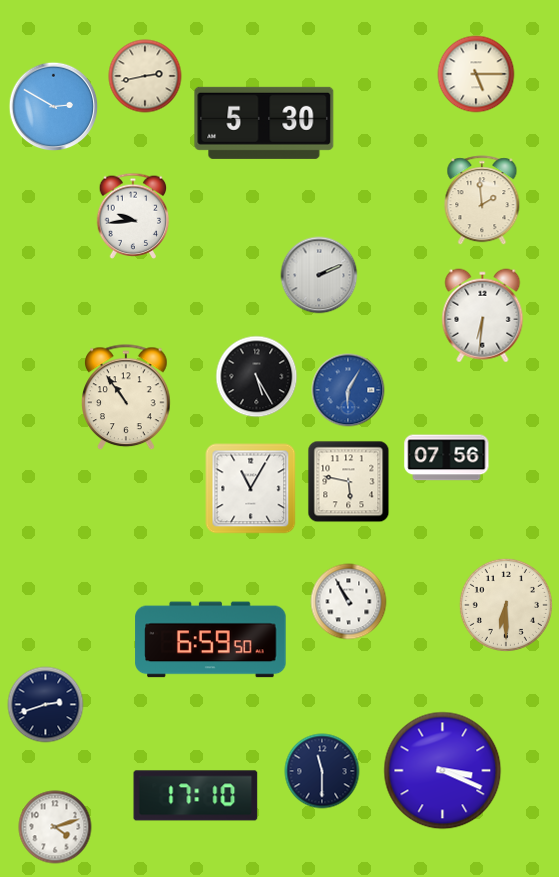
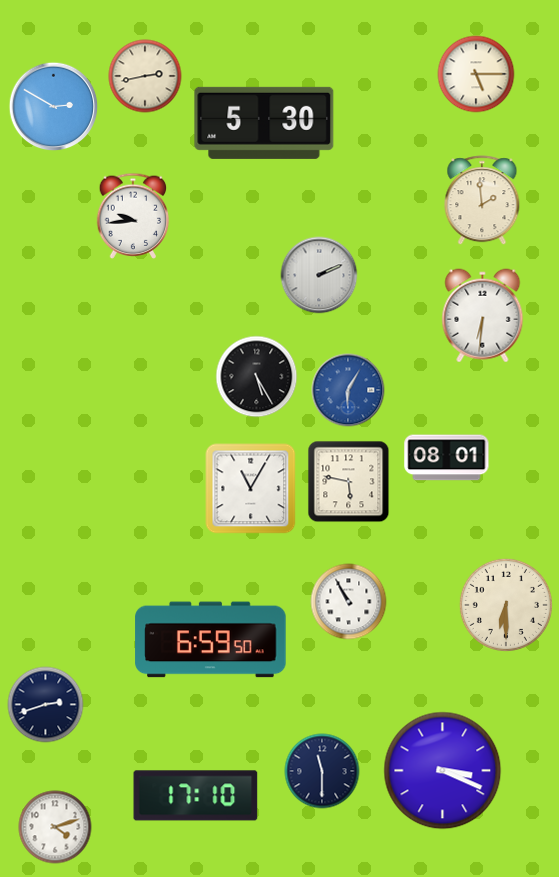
clock at (126, 398): 10:54 -> none
clock at (447, 458): 07:56 -> 08:01
